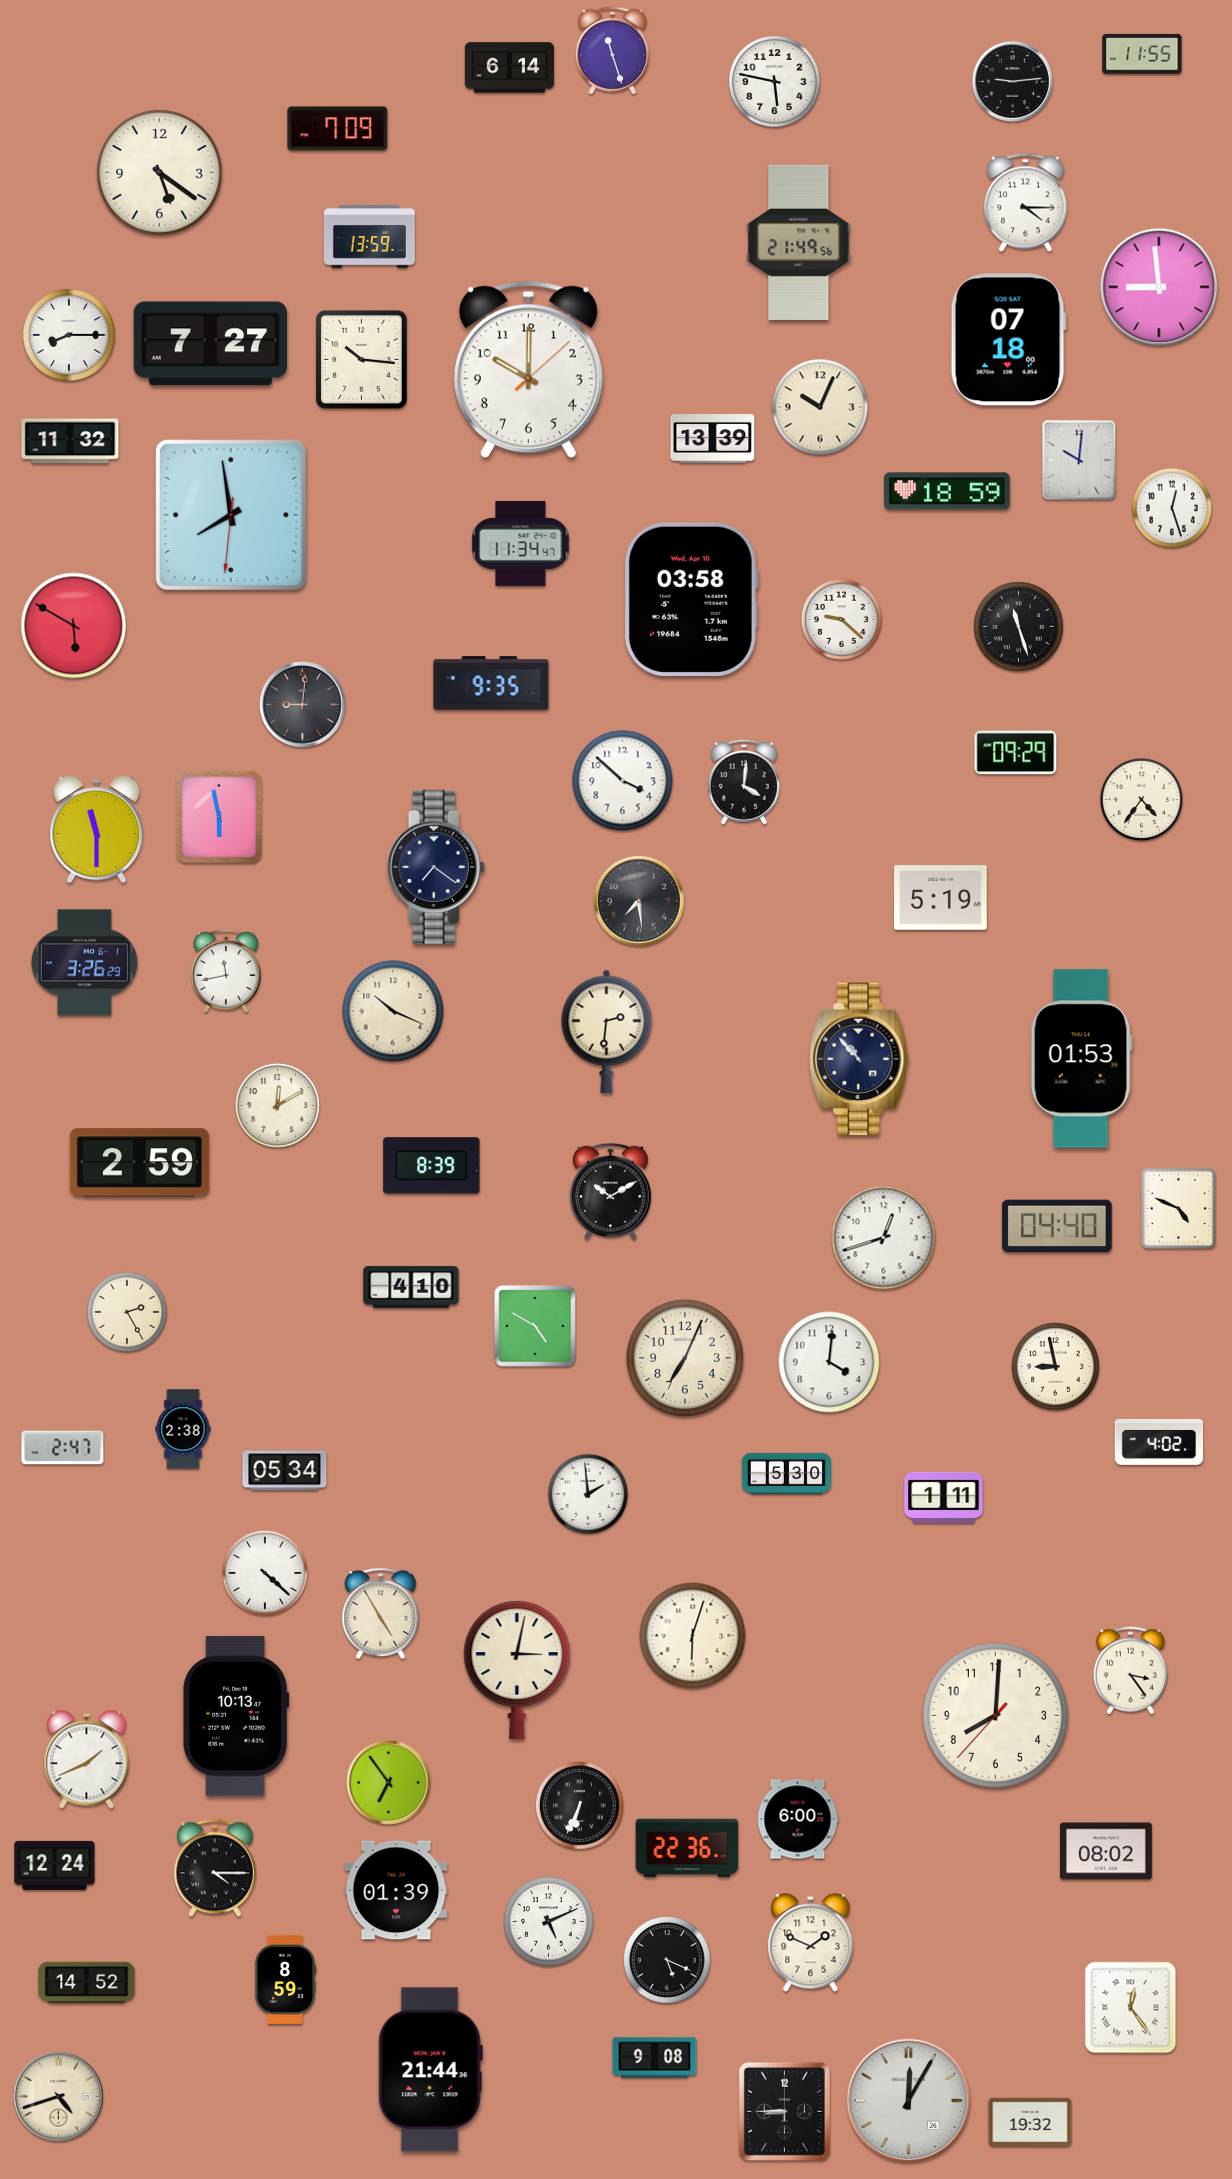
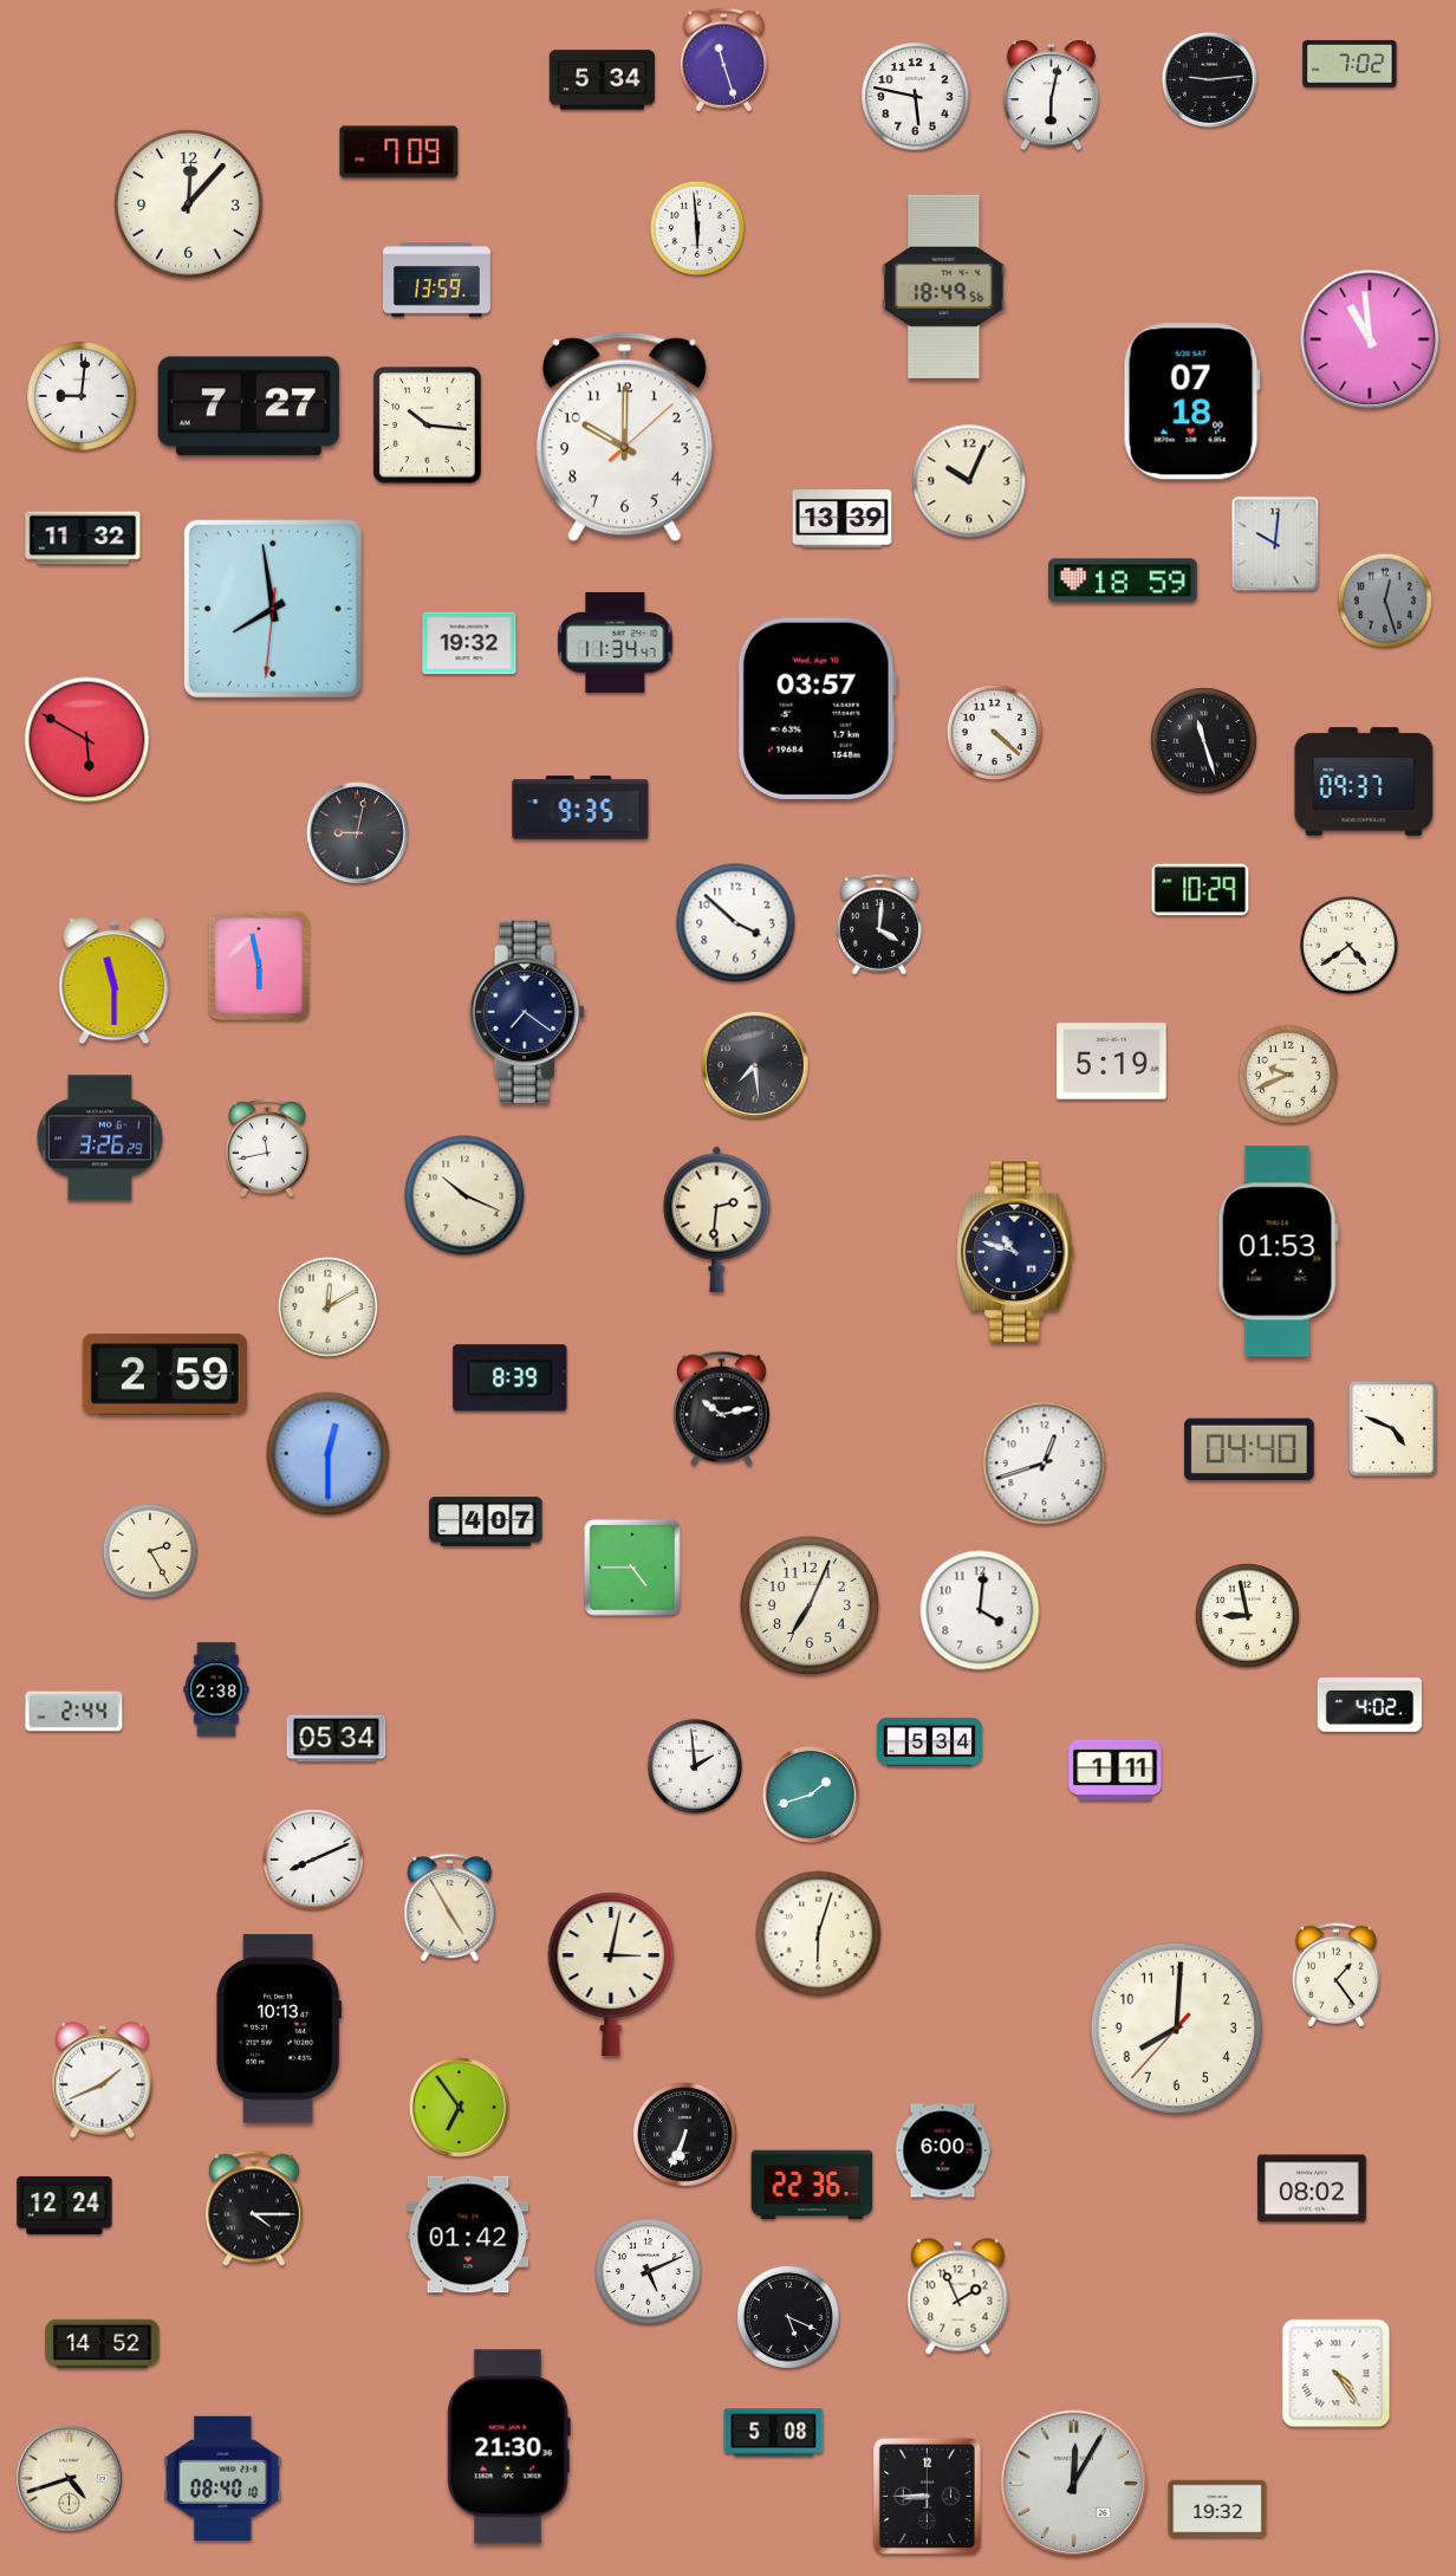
clock at (1142, 54): 11:55 -> 7:02
clock at (509, 68): 6:14 -> 5:34
clock at (1052, 96): none -> 6:02
clock at (1012, 81) position: (1012, 81) -> (1209, 79)
clock at (160, 173): 5:21 -> 12:07
clock at (697, 228): none -> 5:59
clock at (1025, 203): 4:15 -> none
clock at (799, 242): 21:49 -> 18:49
clock at (1159, 287): 8:59 -> 10:59
clock at (69, 335): 8:15 -> 9:01
clock at (70, 441) position: (70, 441) -> (83, 538)
clock at (947, 491) position: (947, 491) -> (1123, 580)
clock at (1172, 508) dial: white -> grey
clock at (469, 643): none -> 19:32
clock at (691, 599): 03:58 -> 03:57
clock at (842, 620): 9:22 -> 4:22
clock at (1364, 781): none -> 09:37
clock at (303, 705): 9:01 -> 9:02
clock at (1016, 753): 09:29 -> 10:29
clock at (1141, 799): 4:36 -> 4:39
clock at (436, 867) position: (436, 867) -> (527, 1012)
clock at (1288, 1075): none -> 9:41
clock at (859, 1059): 10:53 -> 10:48
clock at (611, 1192): 10:10 -> 10:13
clock at (329, 1454): none -> 12:30
clock at (411, 1287): 4:10 -> 4:07
clock at (535, 1326): 4:50 -> 4:45
clock at (63, 1448): 2:47 -> 2:44
clock at (786, 1473): 5:30 -> 5:34
clock at (811, 1795): none -> 1:42
clock at (265, 1573): 4:22 -> 8:11
clock at (1130, 1671): 3:24 -> 1:24
clock at (1107, 1851) position: (1107, 1851) -> (1313, 2188)
clock at (396, 1890): 01:39 -> 01:42
clock at (811, 1943): 1:49 -> 1:56
clock at (285, 1979): 8:59 -> none
clock at (1131, 2008): 12:24 -> 4:24
clock at (655, 2058): 9:08 -> 5:08
clock at (430, 2070): 21:44 -> 21:30
clock at (223, 2478): none -> 08:40
